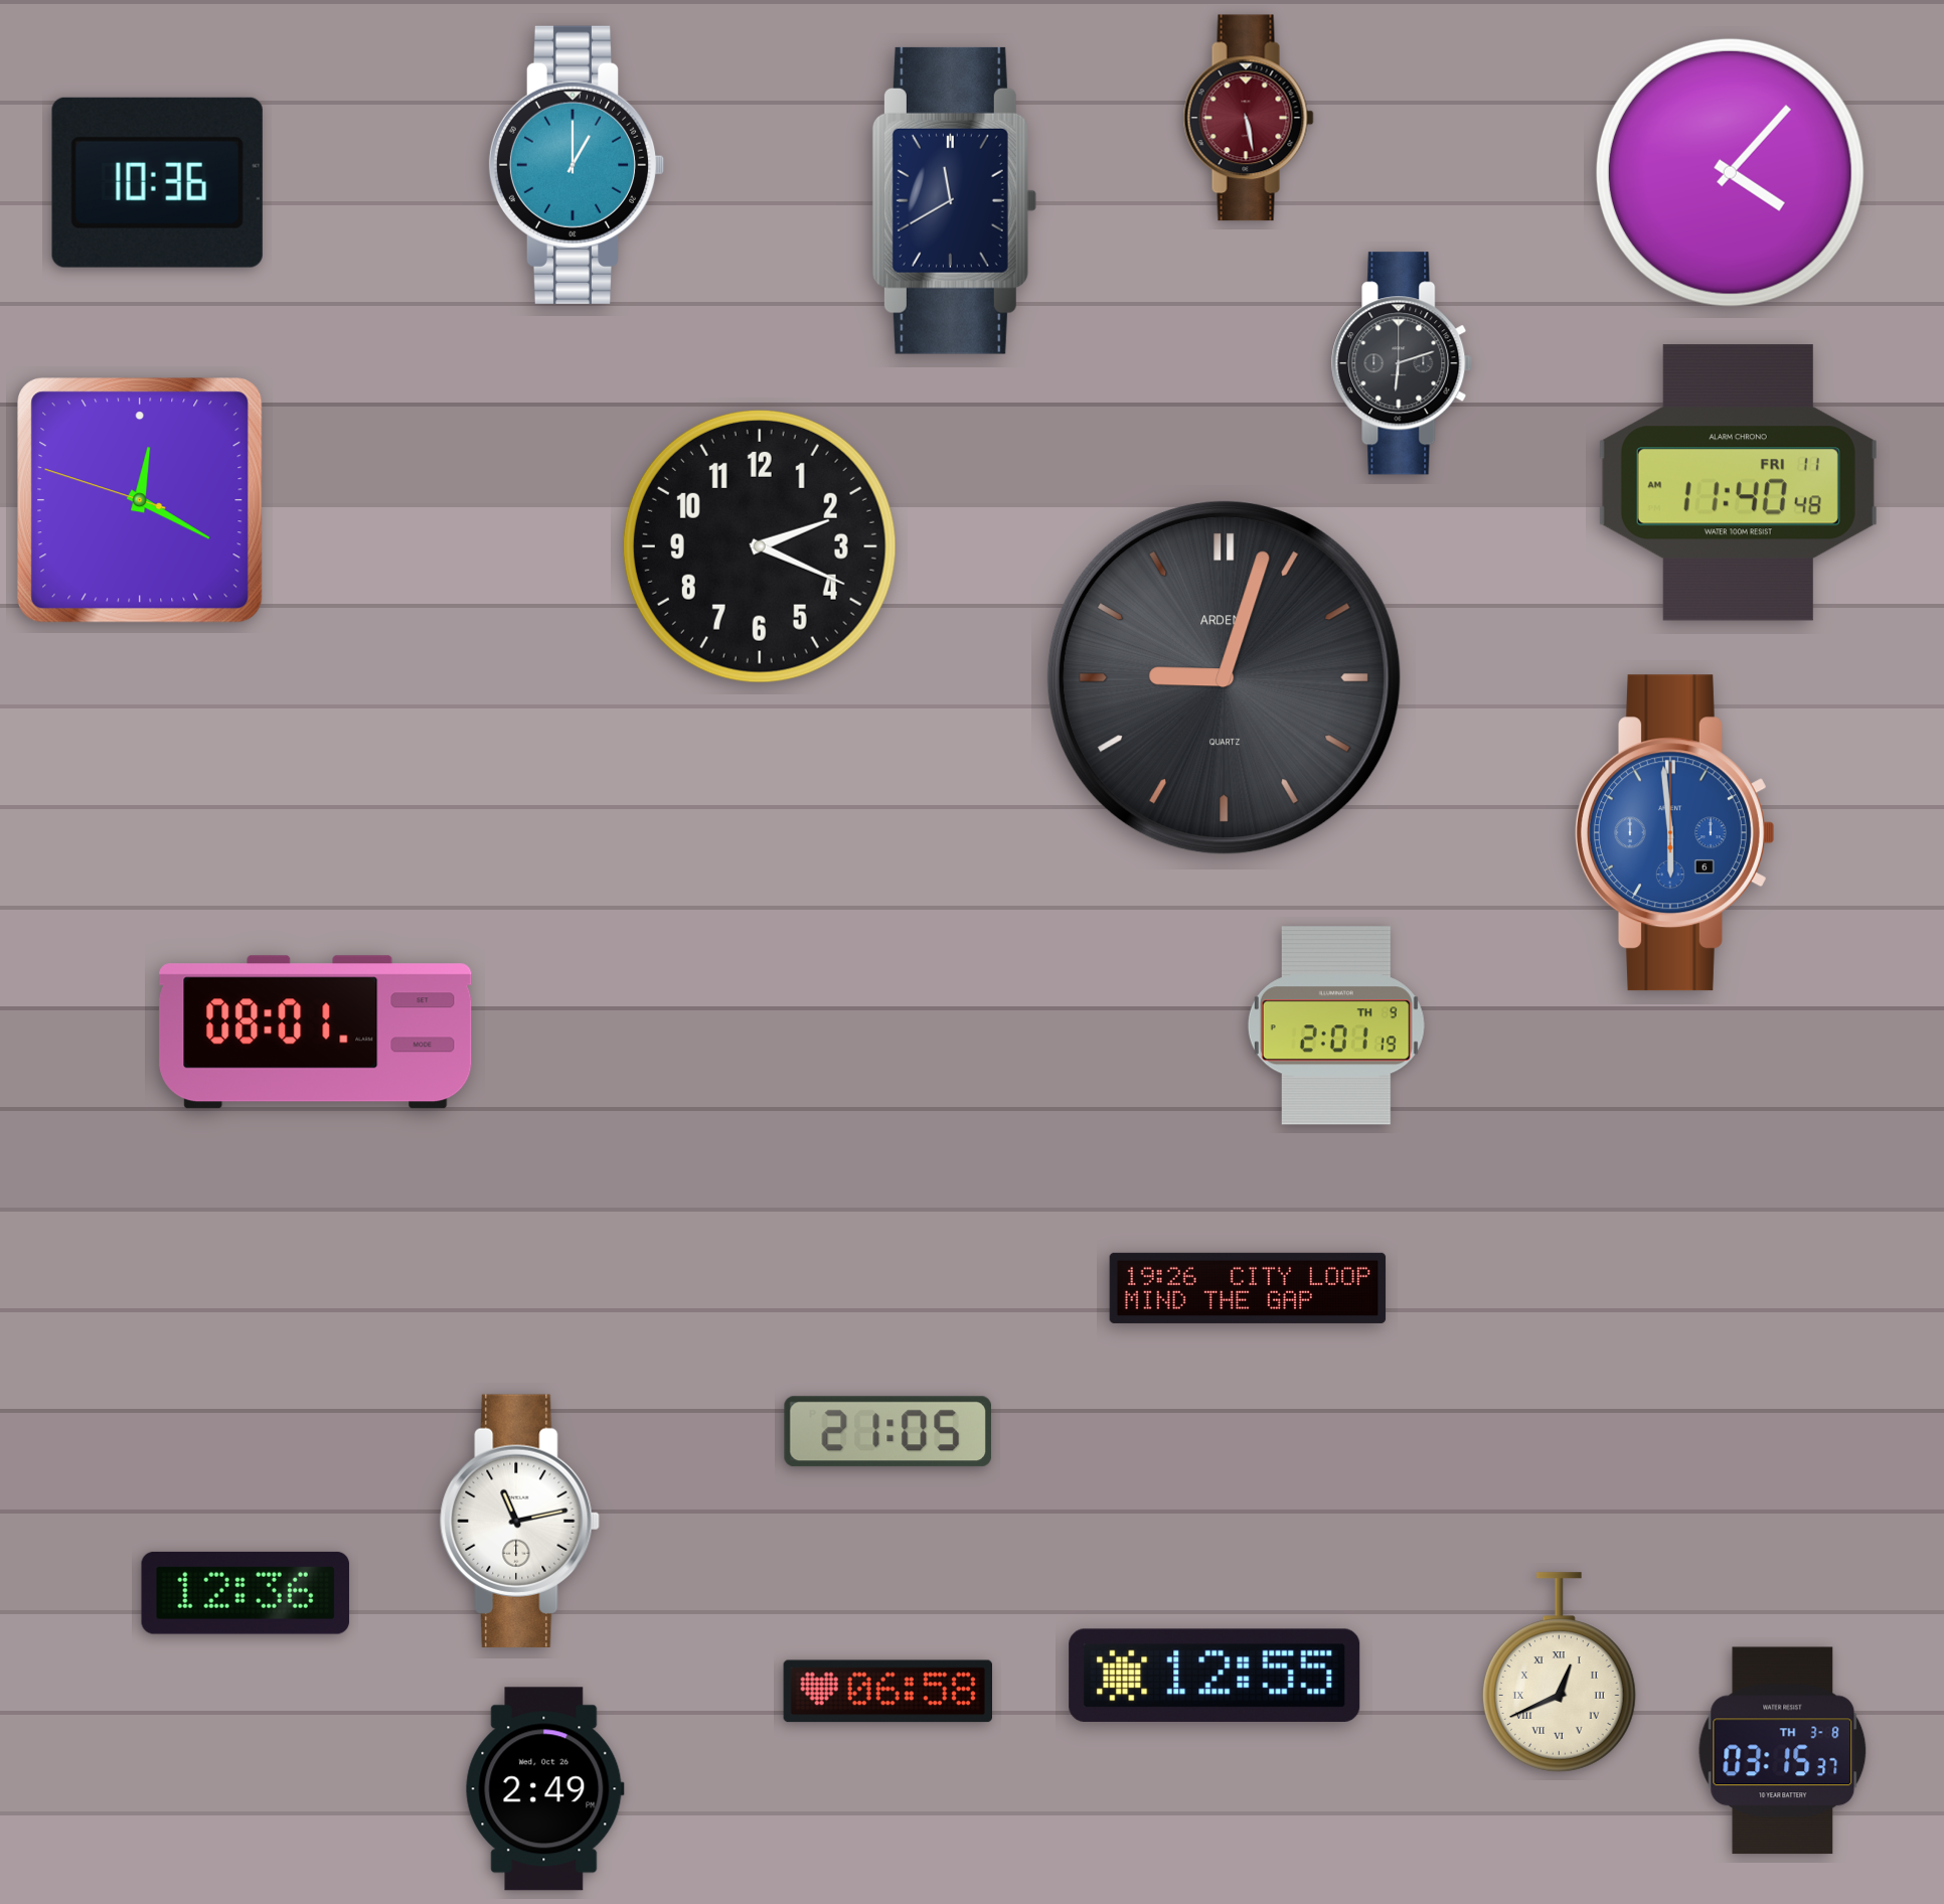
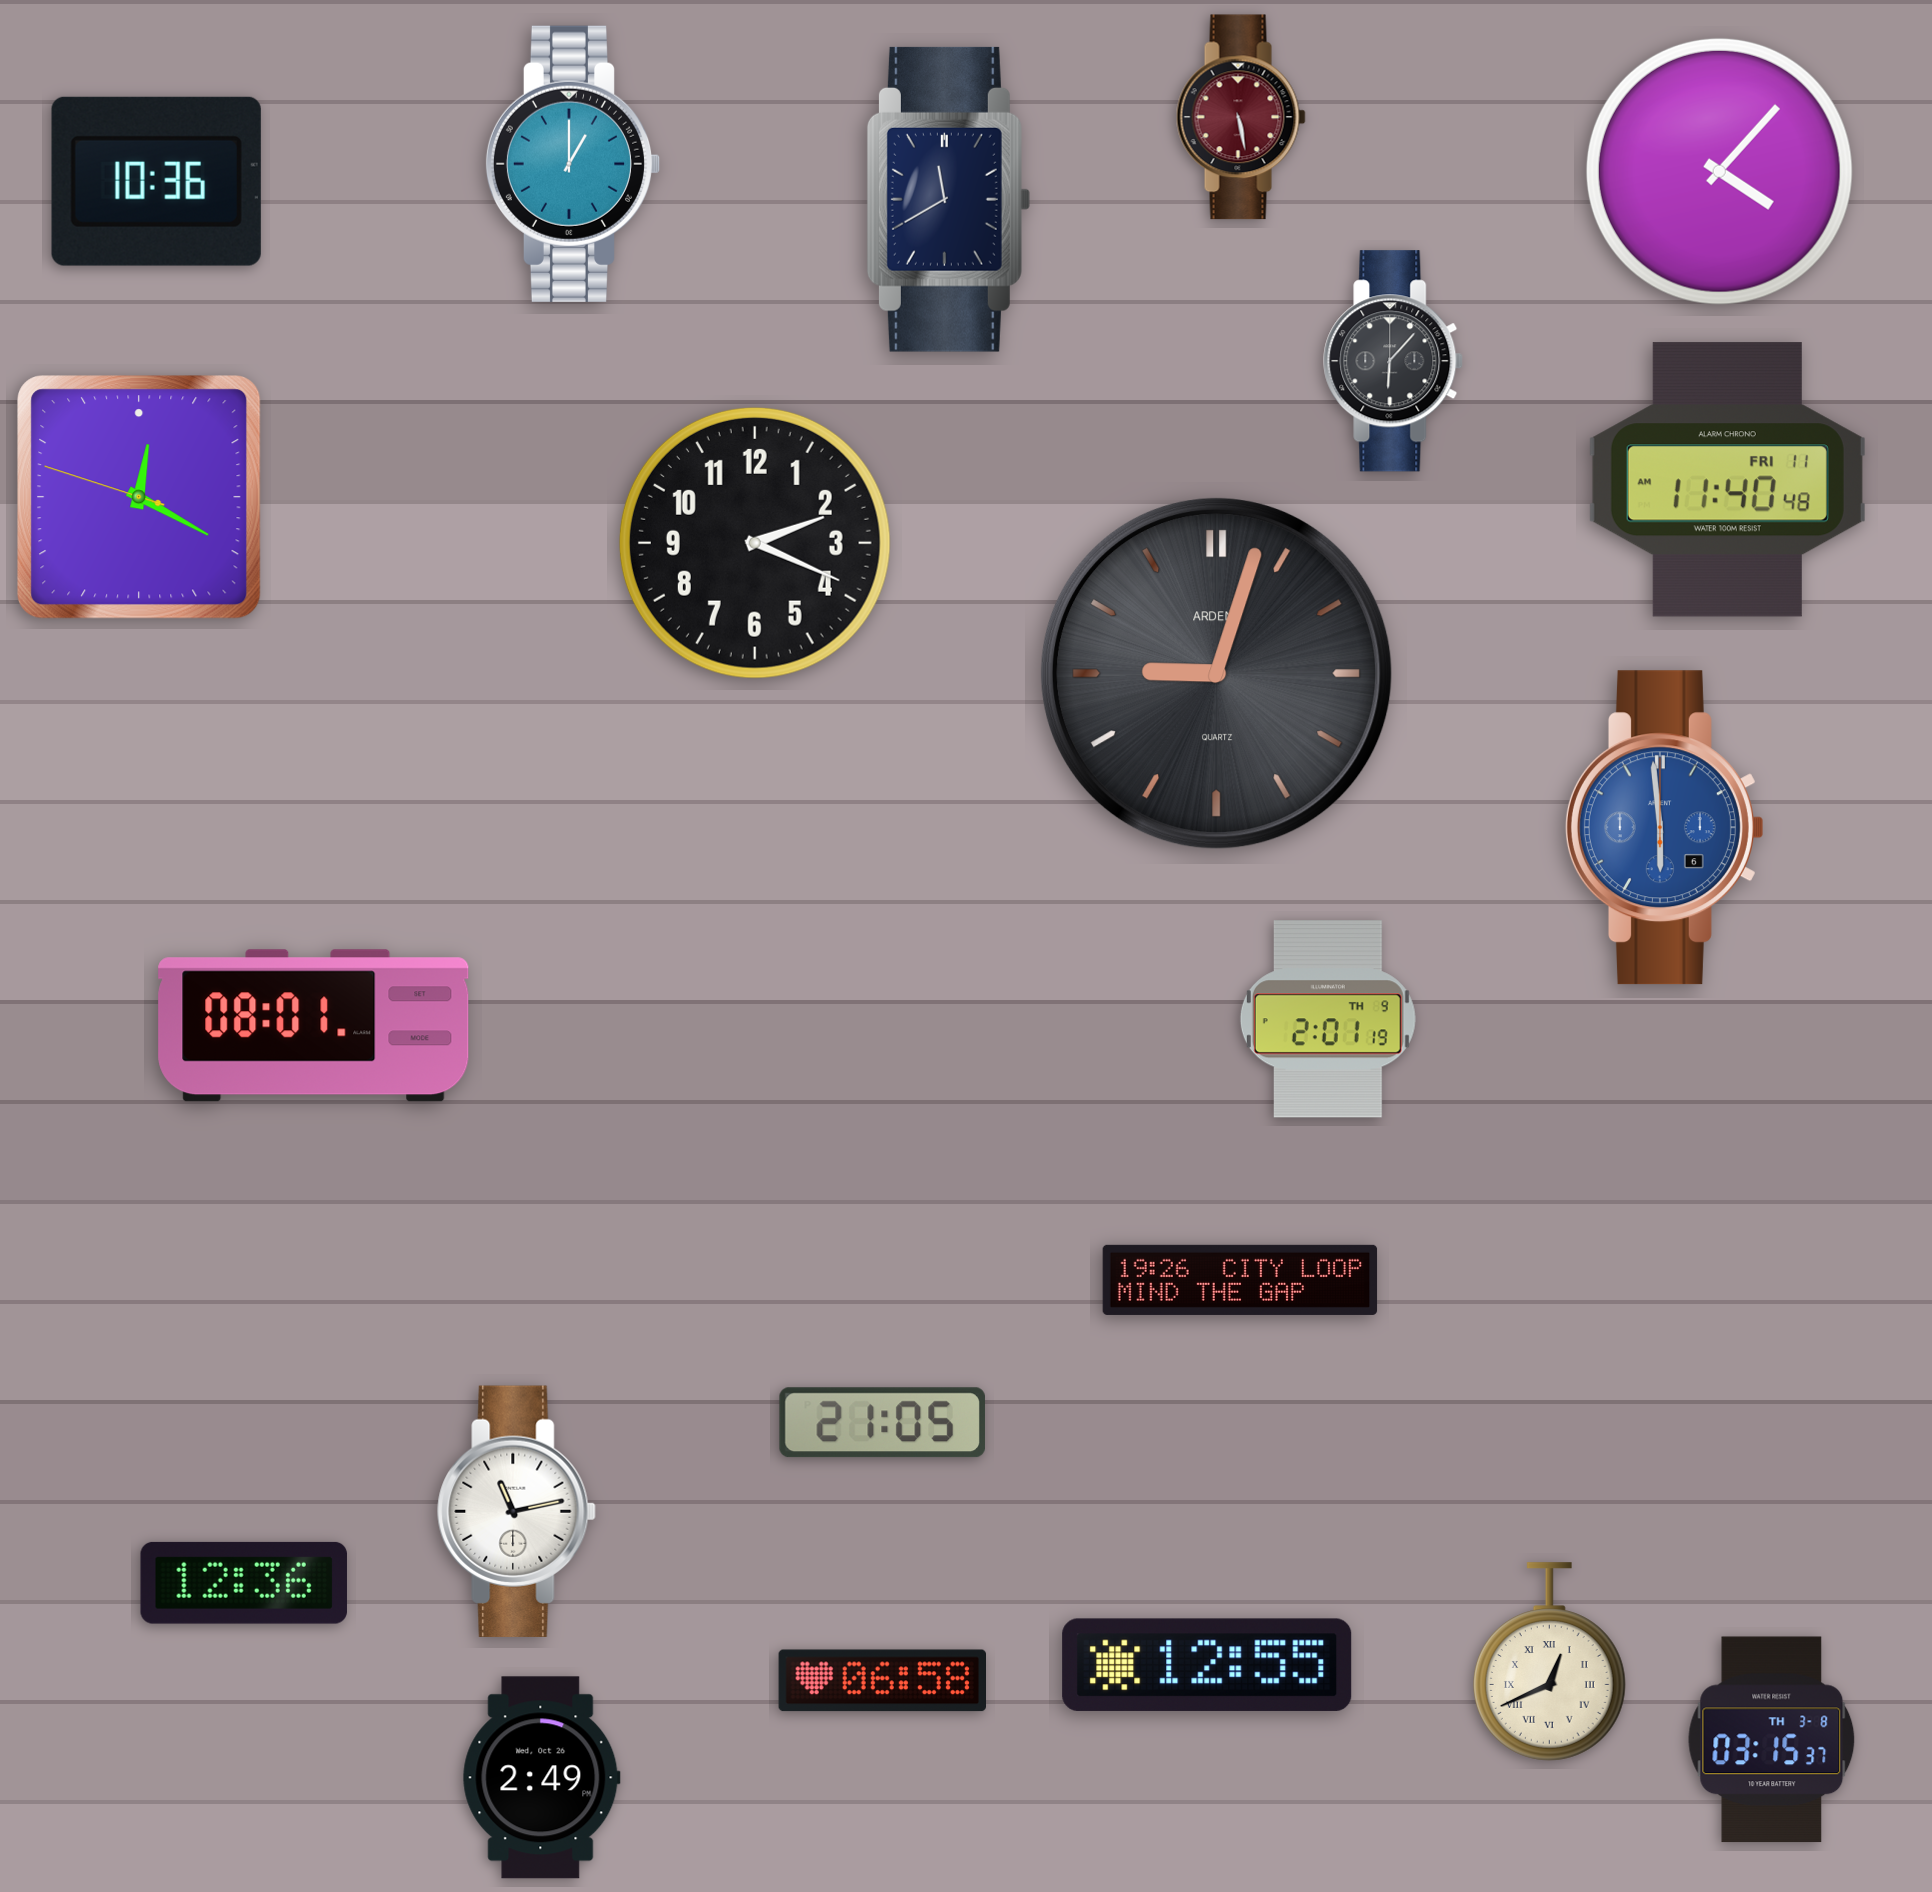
clock at (1403, 363): 6:12 -> 6:07
